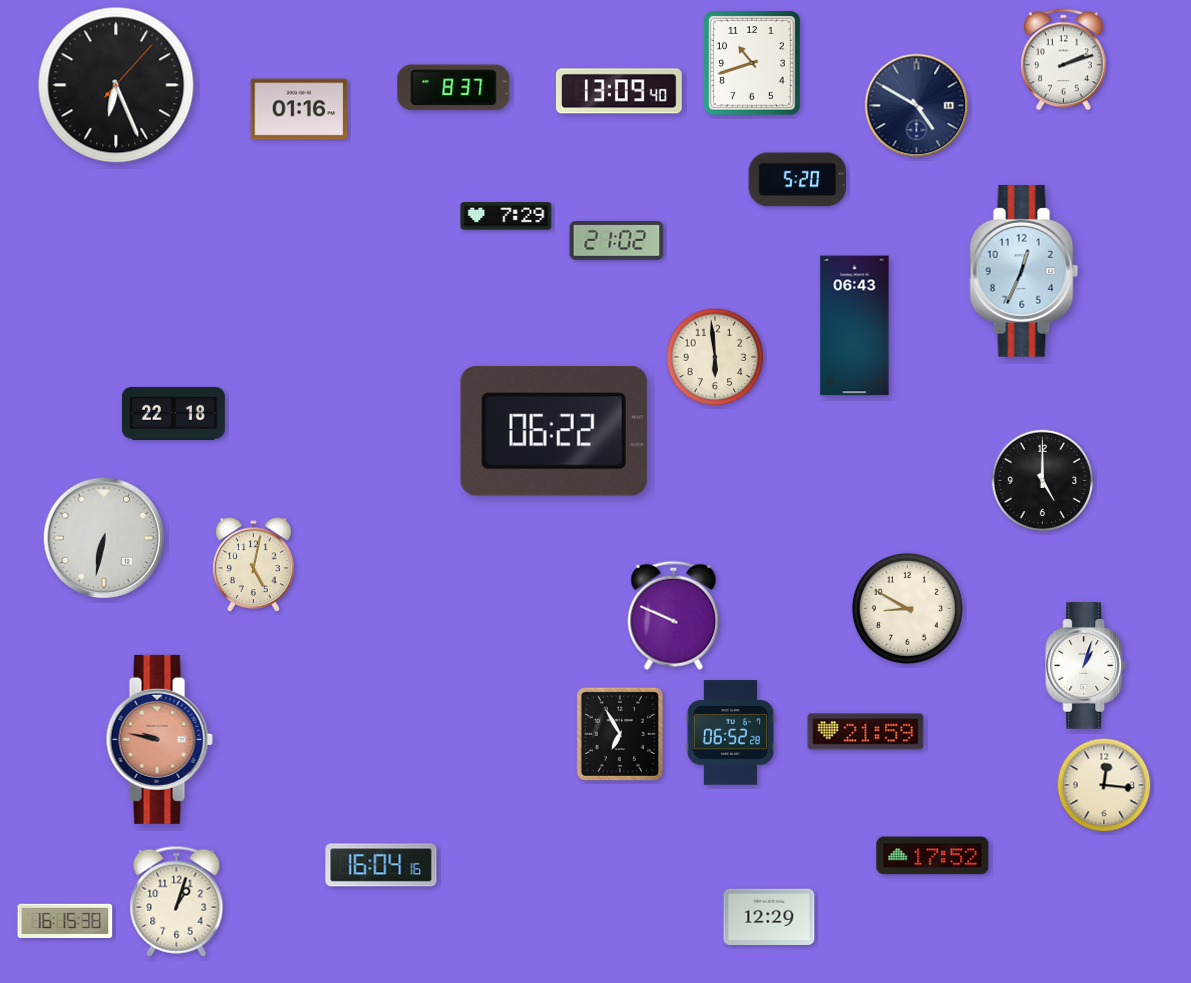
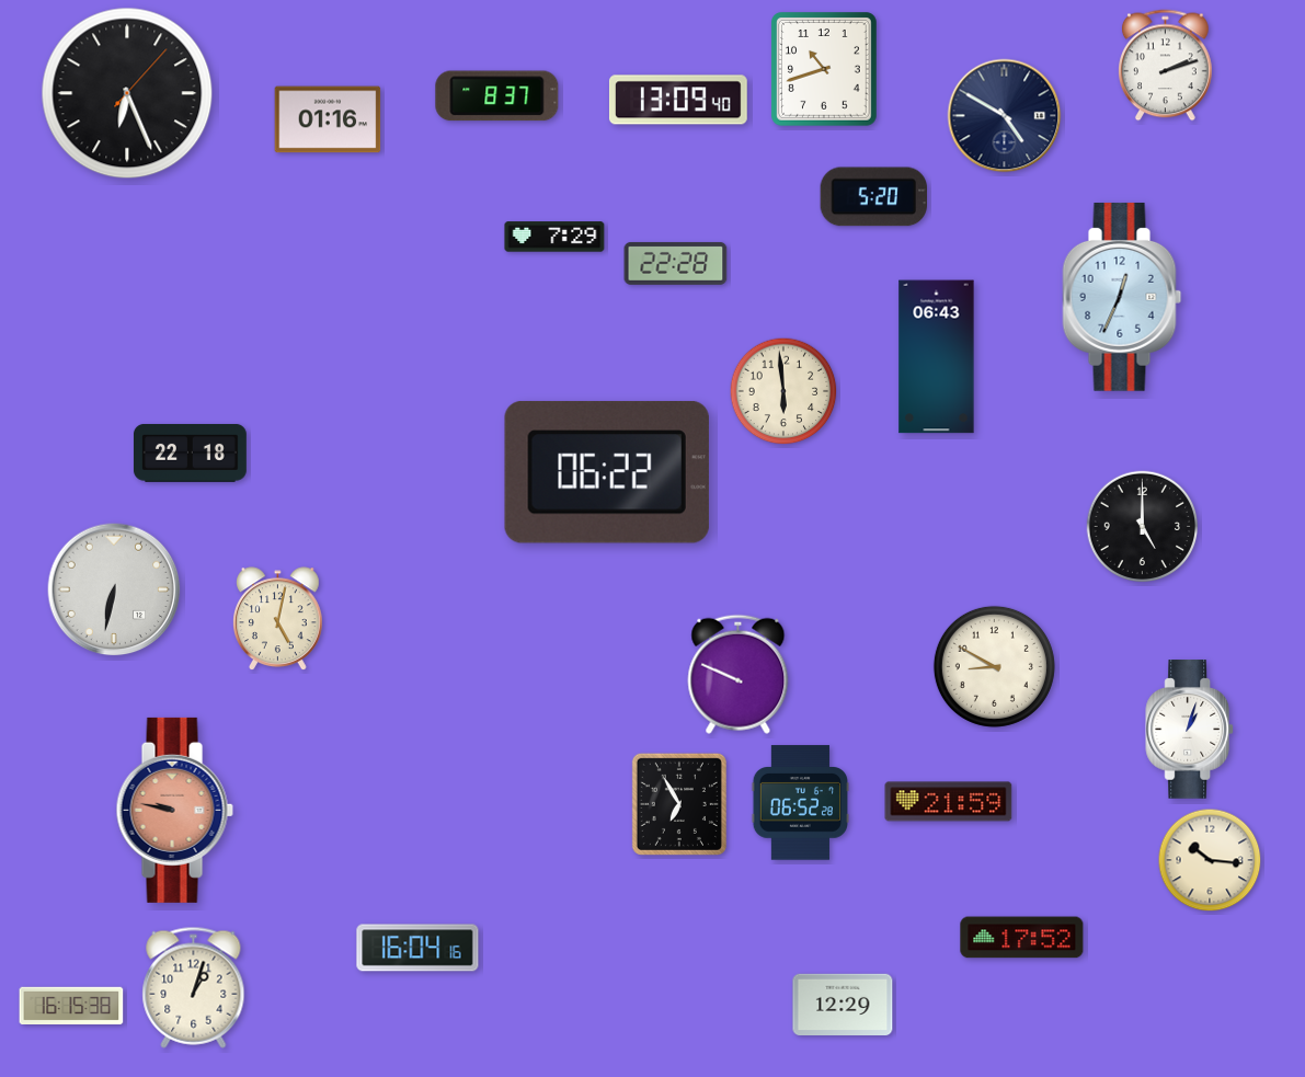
clock at (617, 240): 21:02 -> 22:28
clock at (1104, 785): 12:16 -> 10:16
clock at (65, 921) position: (65, 921) -> (71, 1006)
